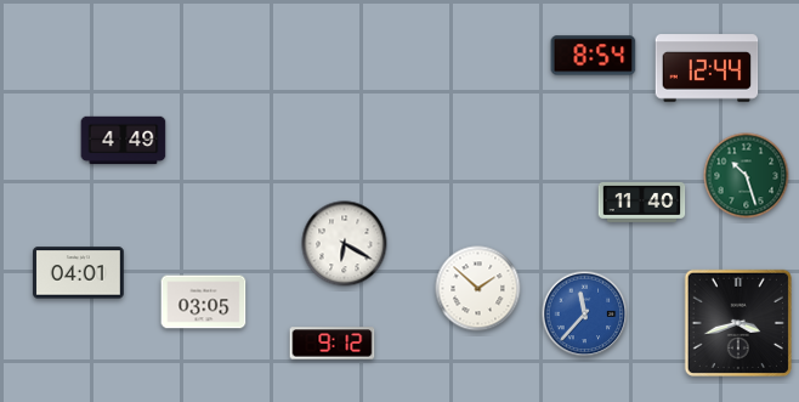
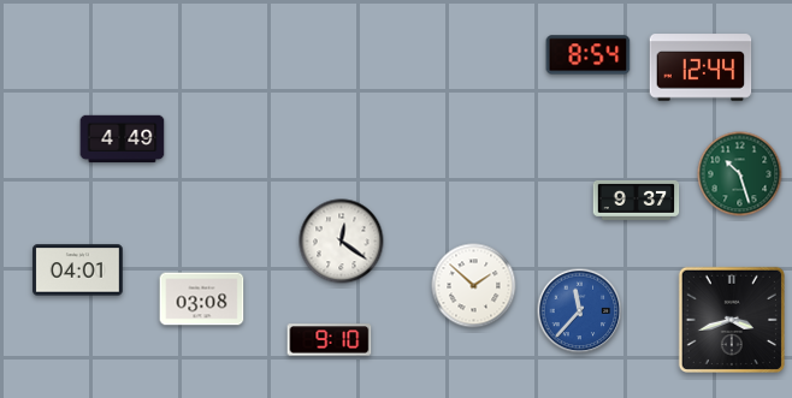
clock at (642, 202): 11:40 -> 9:37
clock at (345, 244): 6:20 -> 12:21
clock at (204, 302): 03:05 -> 03:08
clock at (333, 344): 9:12 -> 9:10
